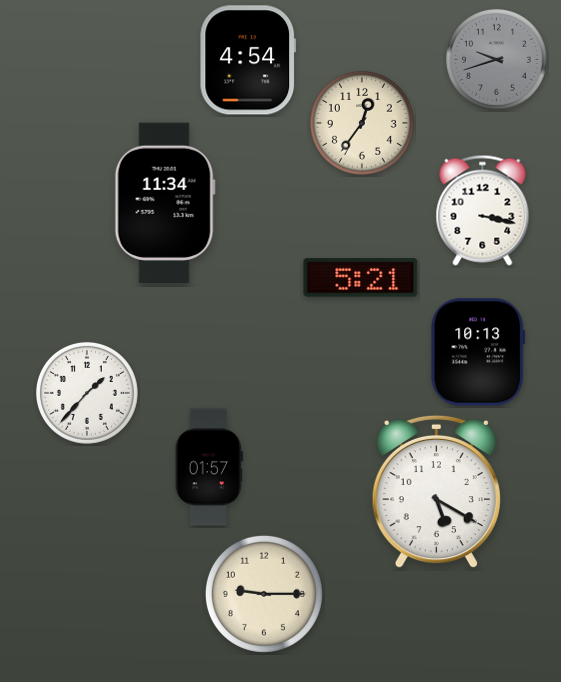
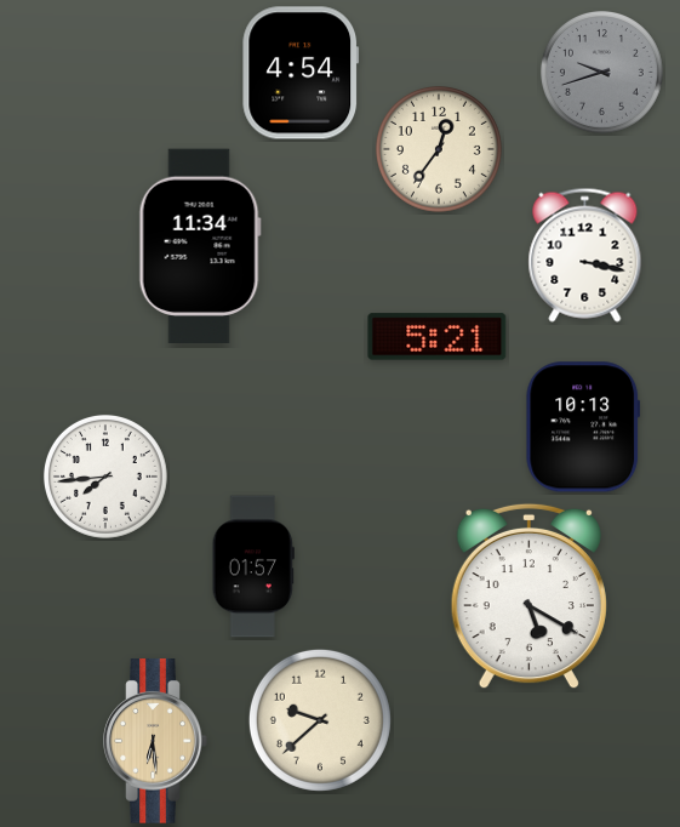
clock at (478, 352) position: (478, 352) -> (583, 427)
clock at (87, 393): 1:37 -> 7:44
clock at (264, 594): 9:15 -> 9:38
clock at (155, 741): none -> 6:29
